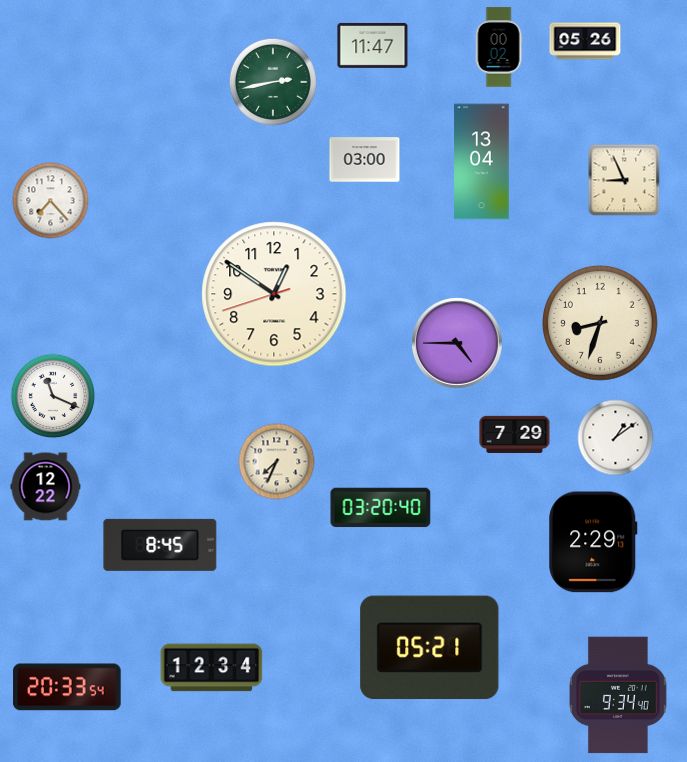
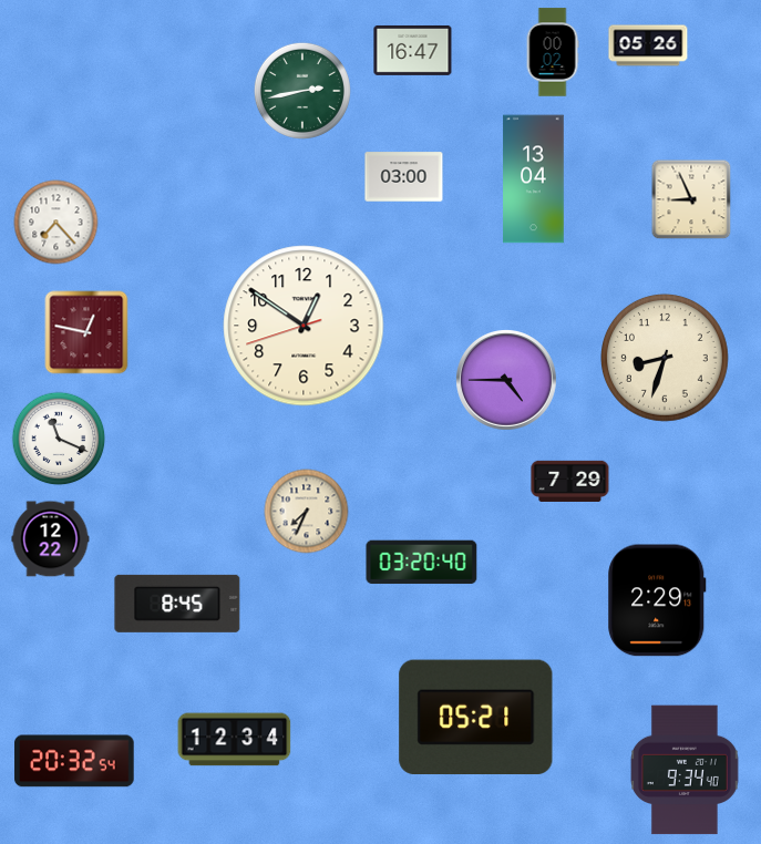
clock at (373, 45): 11:47 -> 16:47
clock at (86, 332): none -> 12:47
clock at (616, 438): 1:09 -> none
clock at (67, 687): 20:33 -> 20:32
